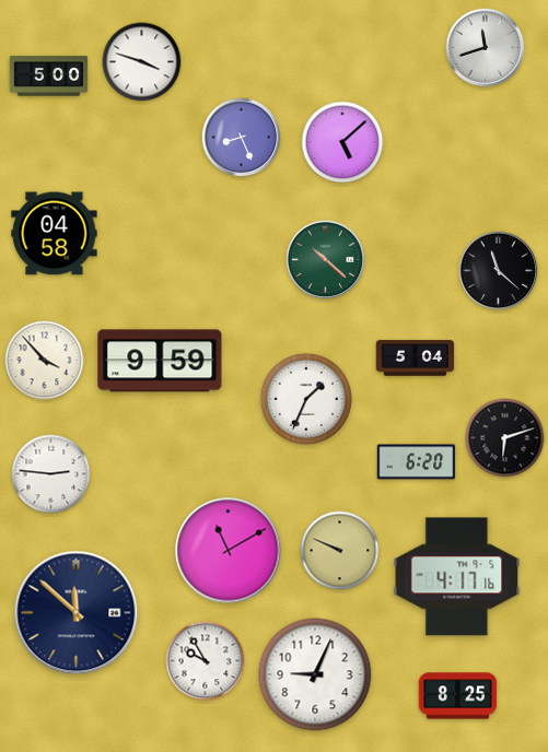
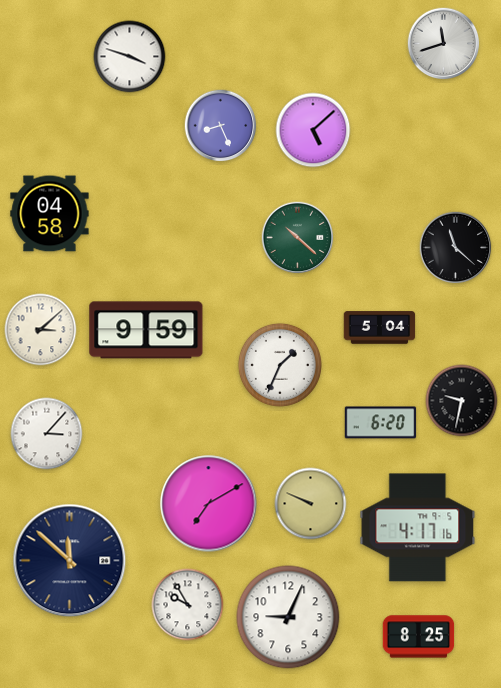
clock at (49, 77): 5:00 -> none
clock at (45, 361): 3:53 -> 3:08
clock at (505, 438): 6:12 -> 9:32
clock at (51, 474): 2:46 -> 3:07
clock at (229, 551): 11:10 -> 7:10
